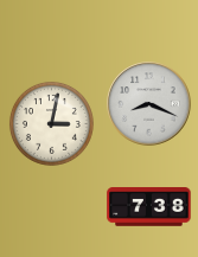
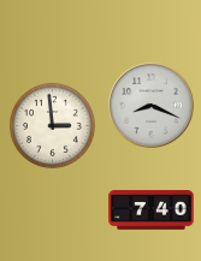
clock at (51, 123): 3:02 -> 2:59
clock at (149, 207): 7:38 -> 7:40
